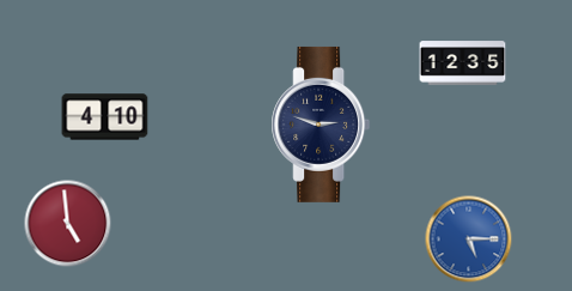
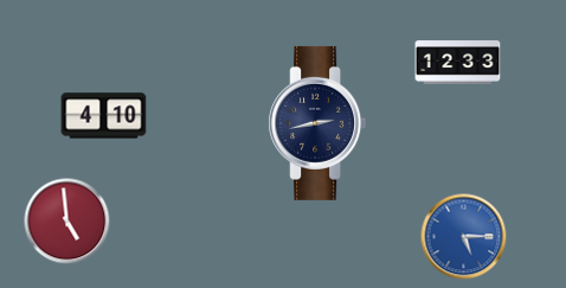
clock at (463, 63): 12:35 -> 12:33
clock at (321, 125): 2:48 -> 2:43
